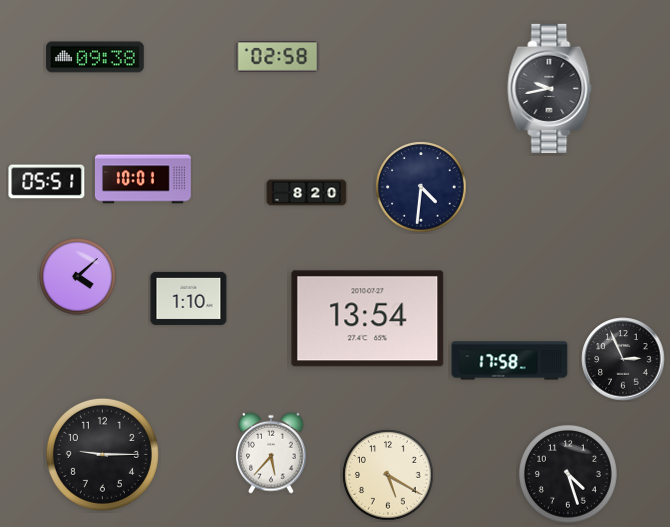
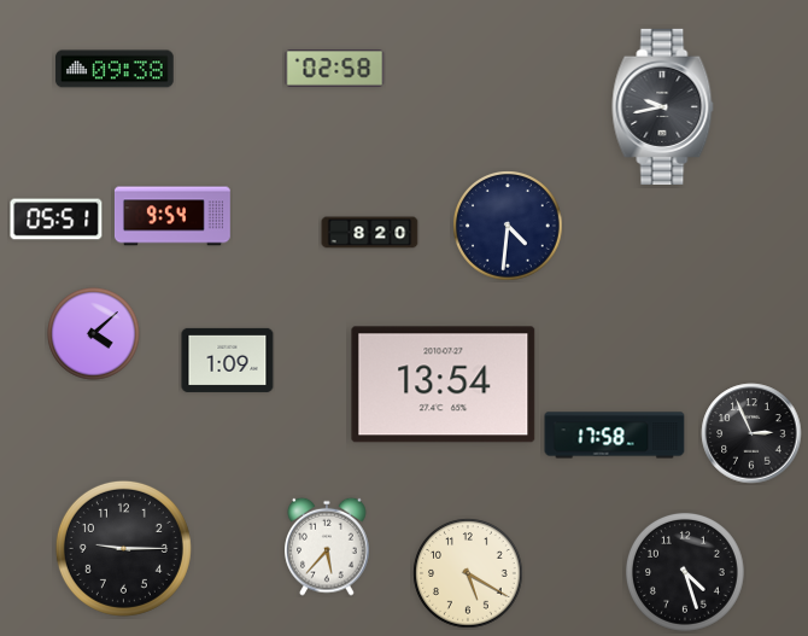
clock at (143, 179): 10:01 -> 9:54
clock at (189, 298): 1:10 -> 1:09
